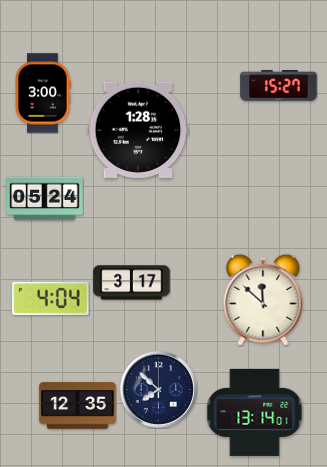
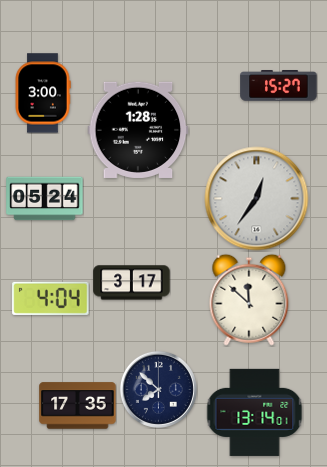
clock at (257, 199): none -> 12:36
clock at (263, 300) position: (263, 300) -> (249, 300)
clock at (78, 406): 12:35 -> 17:35
